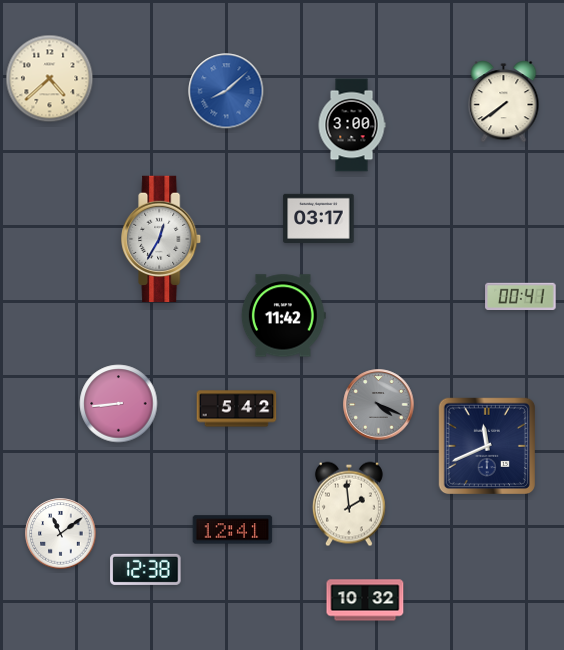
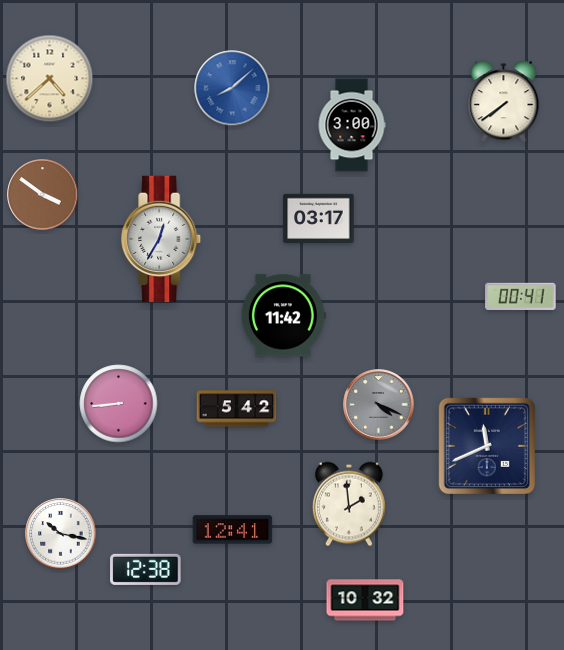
clock at (226, 91) position: (226, 91) -> (232, 88)
clock at (43, 195): none -> 3:51
clock at (61, 534): 11:09 -> 10:17
